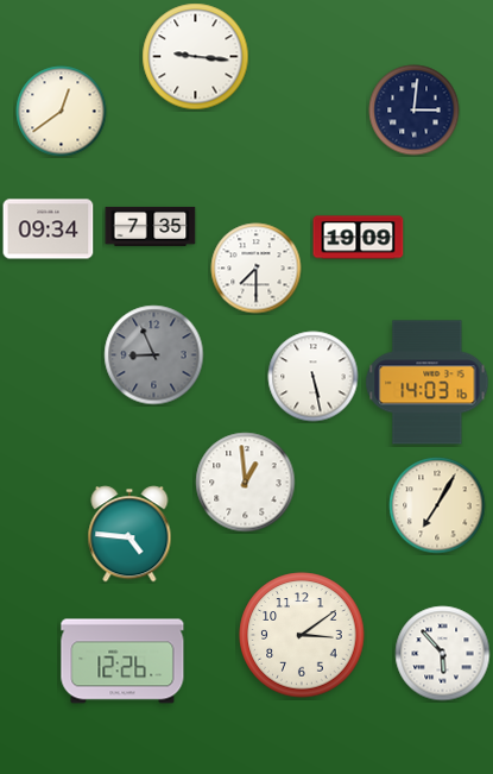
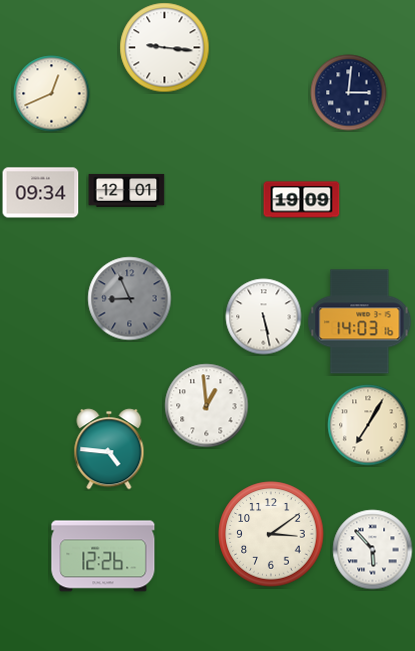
clock at (62, 112): 12:39 -> 12:41
clock at (151, 226): 7:35 -> 12:01
clock at (257, 269): 7:30 -> none
clock at (302, 635) position: (302, 635) -> (271, 534)
